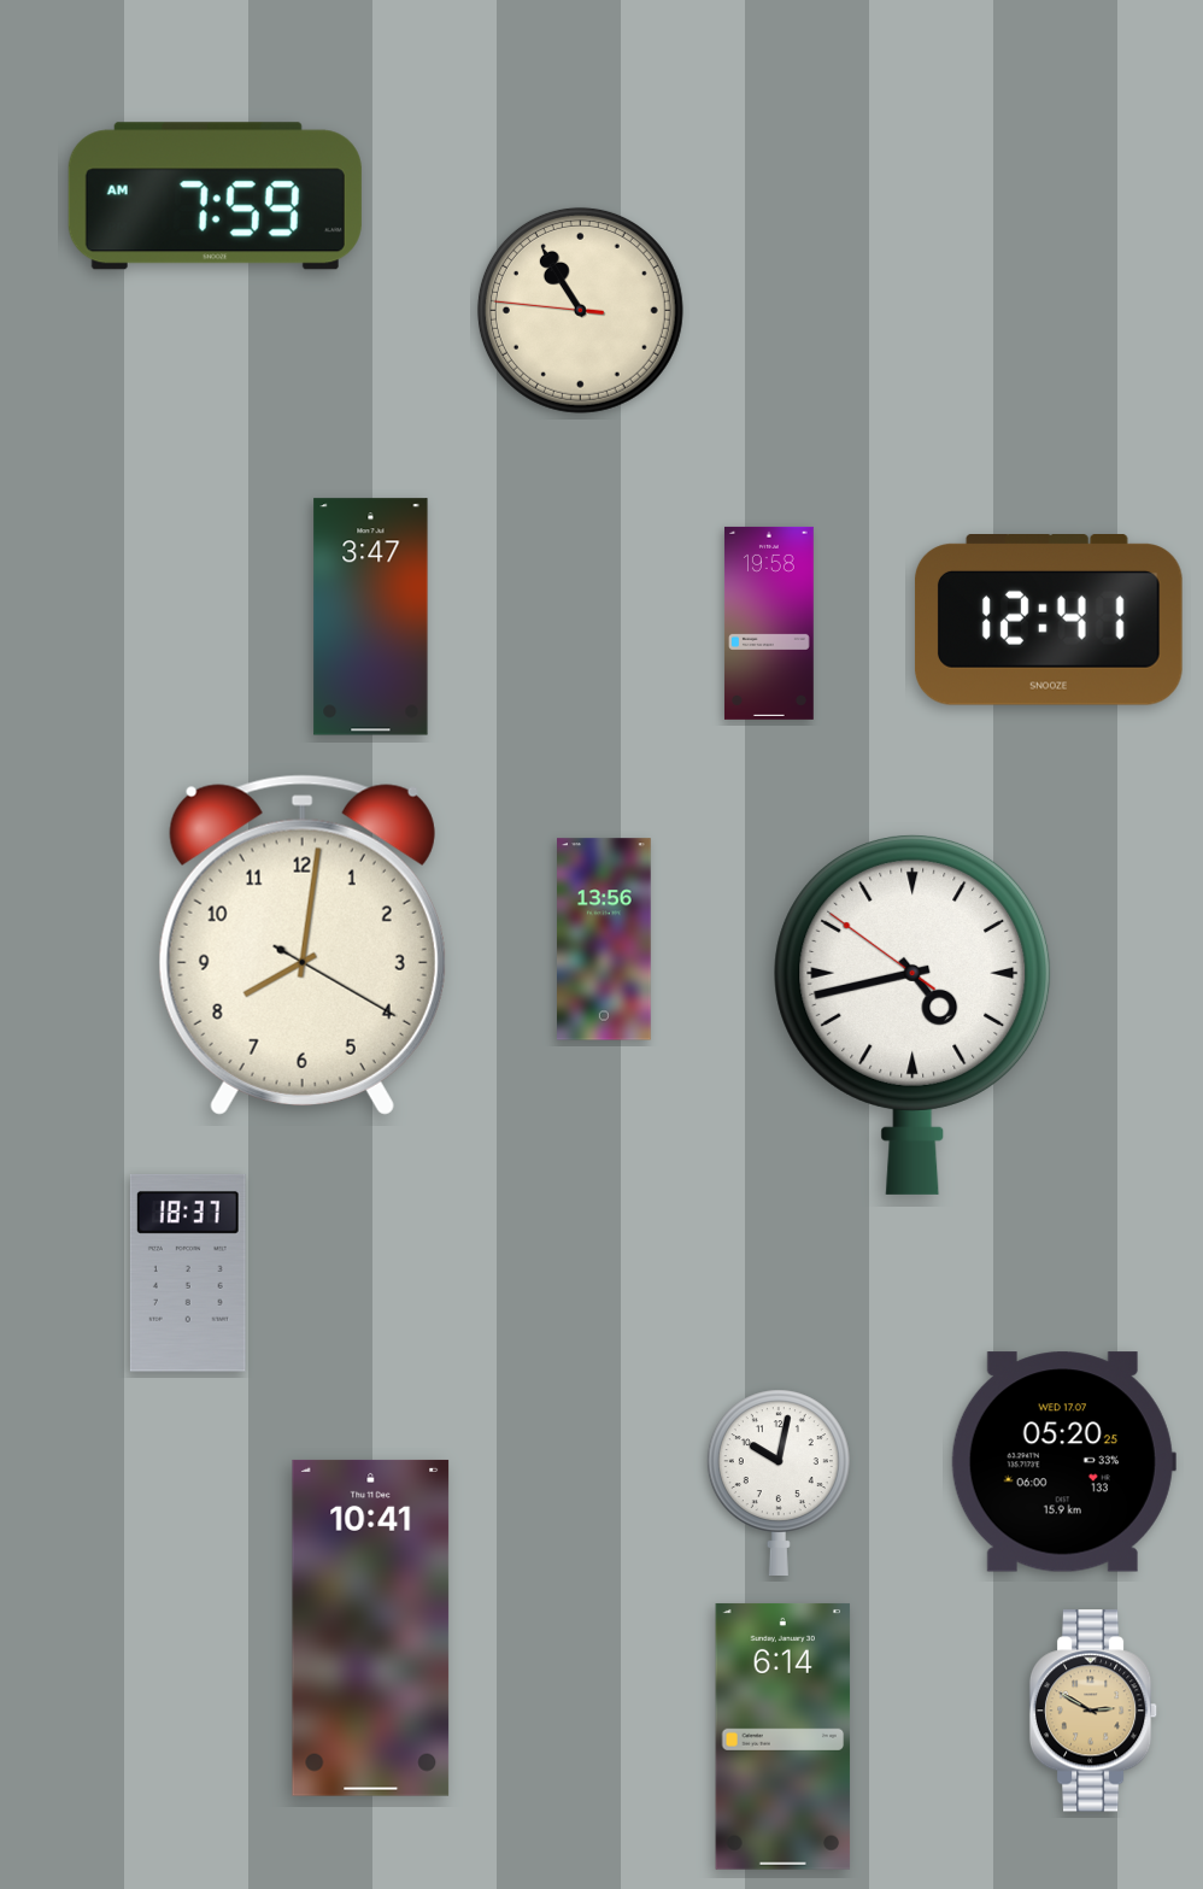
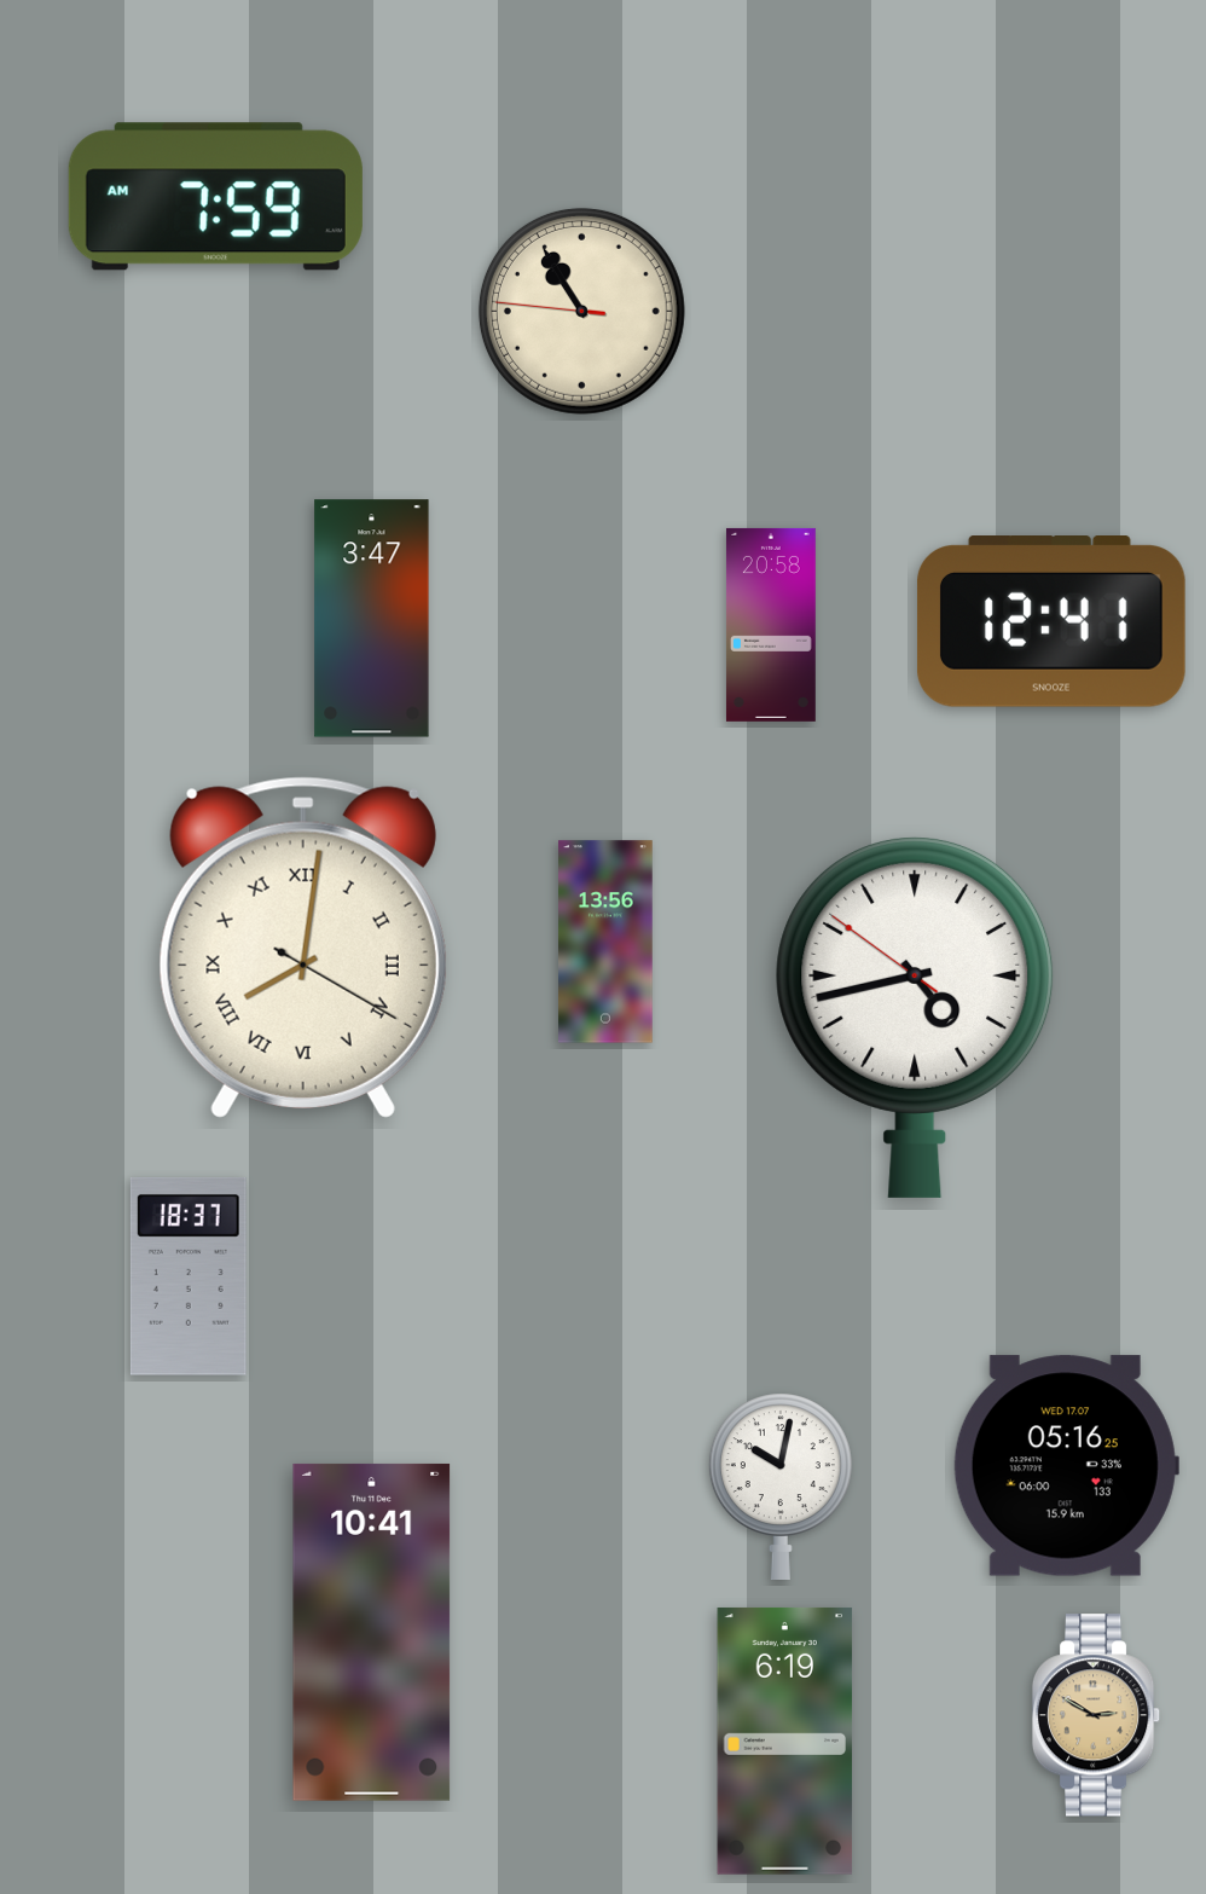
clock at (769, 623): 19:58 -> 20:58
clock at (303, 945) numerals: Arabic -> Roman
clock at (1063, 1462): 05:20 -> 05:16
clock at (784, 1736): 6:14 -> 6:19
